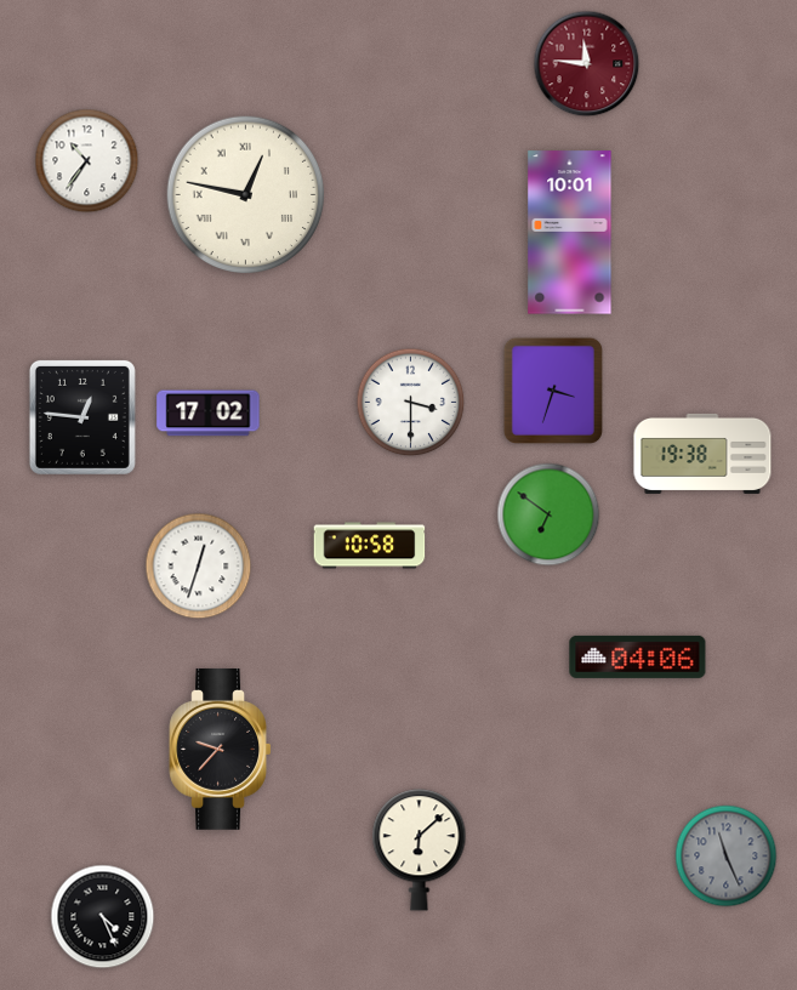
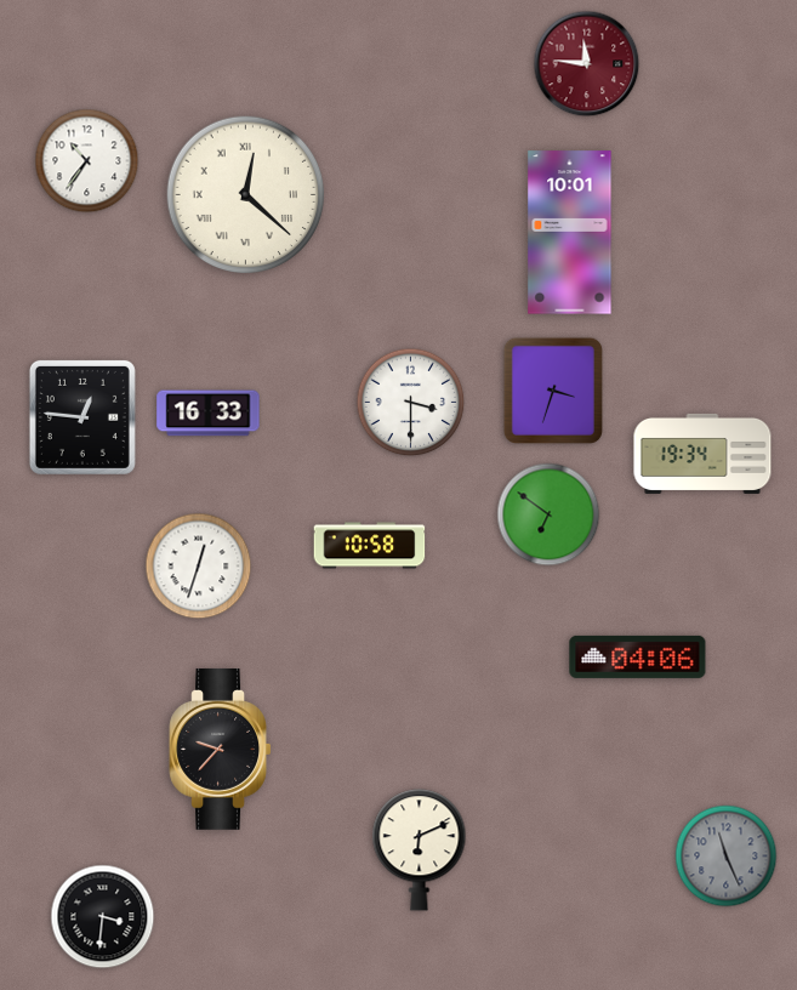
clock at (246, 195): 12:47 -> 12:22
clock at (209, 414): 17:02 -> 16:33
clock at (702, 454): 19:38 -> 19:34
clock at (420, 850): 6:08 -> 6:11
clock at (103, 917): 4:26 -> 3:31
